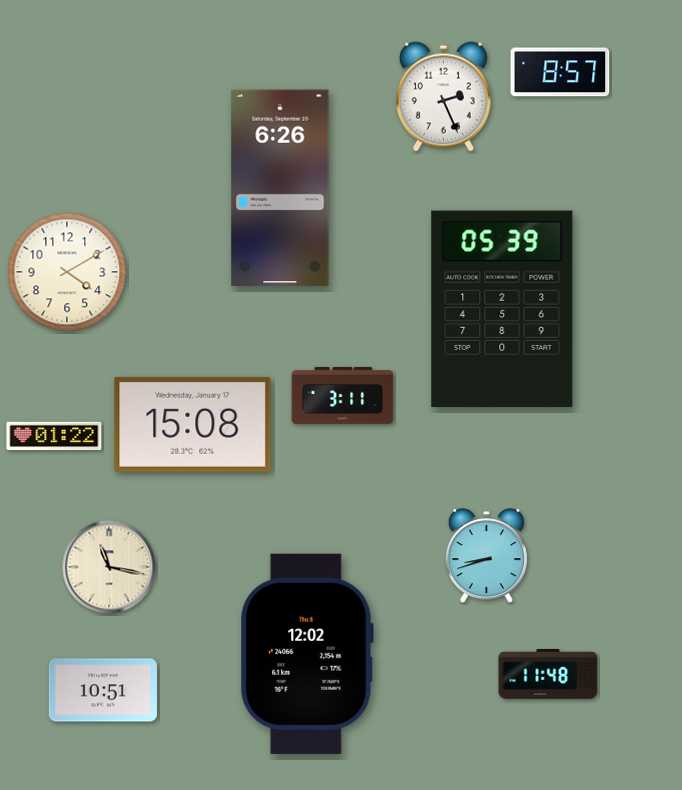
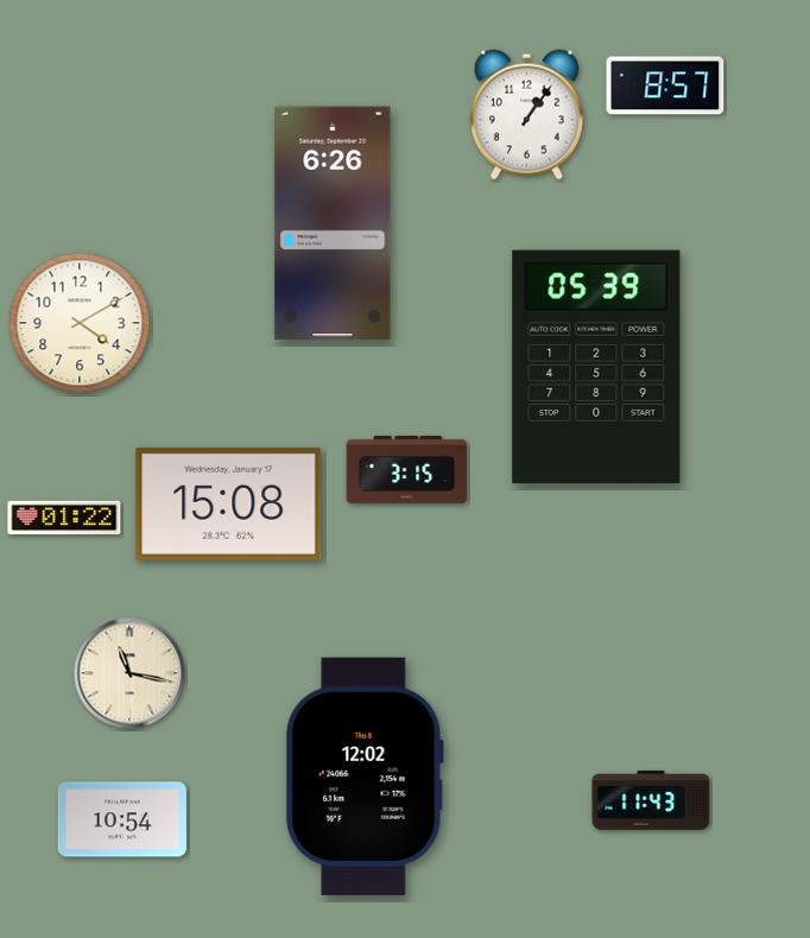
clock at (443, 97): 2:26 -> 1:06
clock at (343, 395): 3:11 -> 3:15
clock at (486, 556): 8:42 -> none
clock at (548, 674): 11:48 -> 11:43
clock at (103, 690): 10:51 -> 10:54
